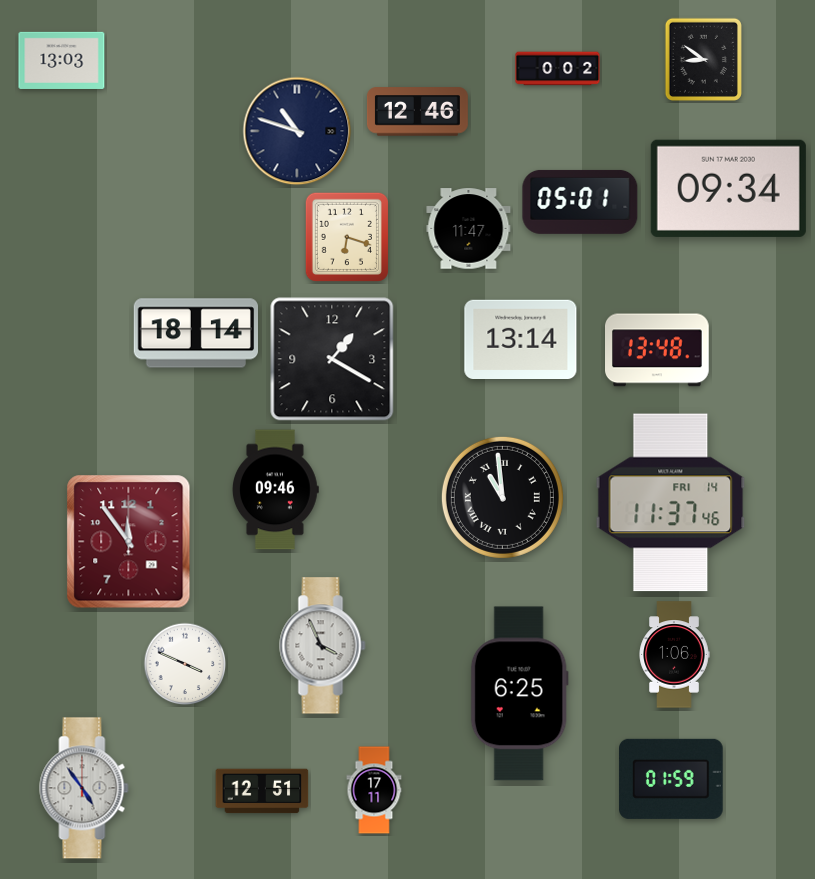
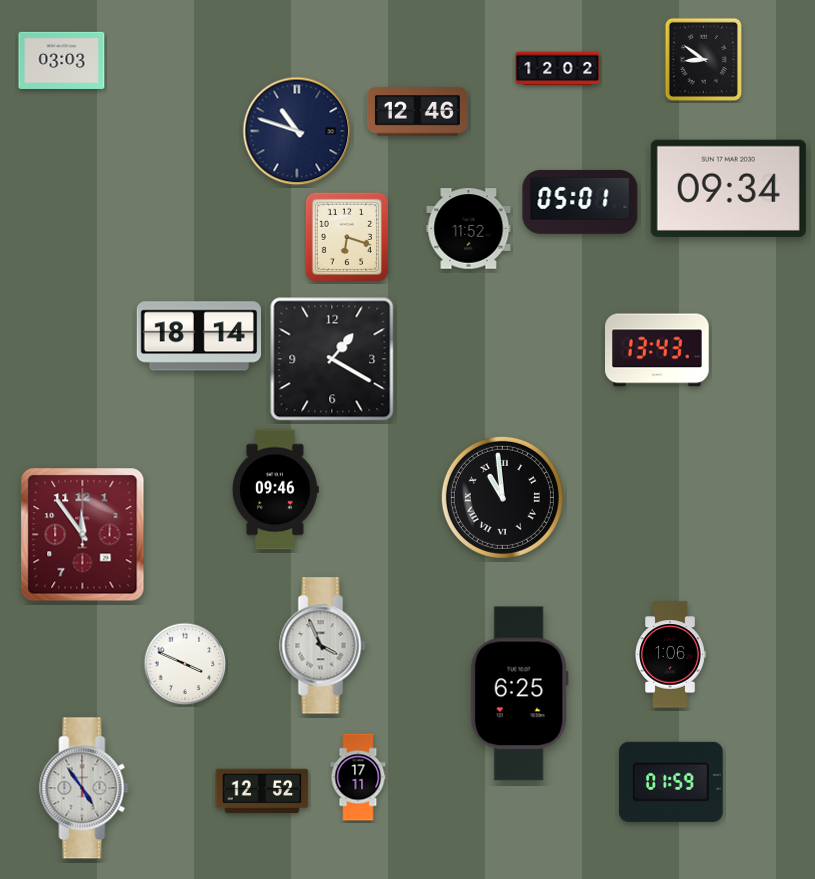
clock at (62, 60): 13:03 -> 03:03
clock at (558, 69): 0:02 -> 12:02
clock at (469, 229): 11:47 -> 11:52
clock at (195, 333) position: (195, 333) -> (198, 336)
clock at (521, 339): 13:14 -> none
clock at (658, 350): 13:48 -> 13:43
clock at (671, 503): 11:37 -> none
clock at (129, 542) position: (129, 542) -> (83, 535)
clock at (674, 655) position: (674, 655) -> (670, 655)
clock at (672, 779) position: (672, 779) -> (672, 782)
clock at (374, 790) position: (374, 790) -> (358, 777)
clock at (262, 791): 12:51 -> 12:52
